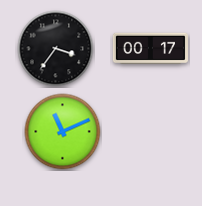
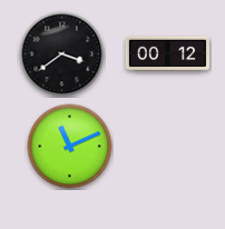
clock at (56, 49): 3:36 -> 3:39
clock at (150, 49): 00:17 -> 00:12
